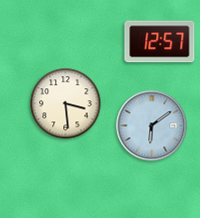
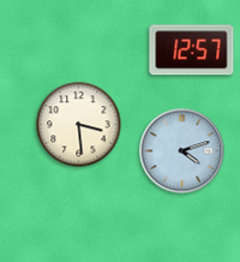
clock at (152, 126): 6:09 -> 4:12
